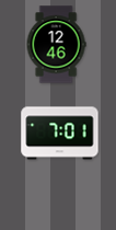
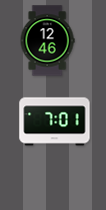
clock at (56, 45) position: (56, 45) -> (47, 41)
